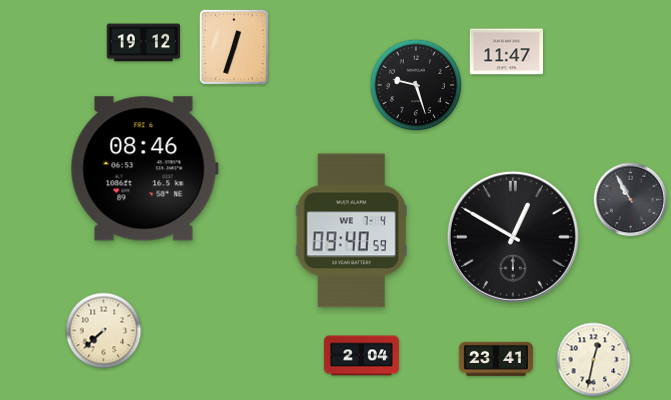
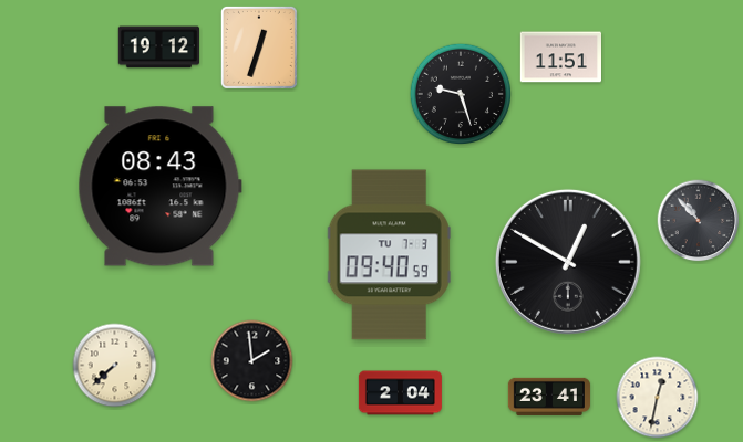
clock at (234, 47) position: (234, 47) -> (259, 48)
clock at (506, 52): 11:47 -> 11:51
clock at (144, 169): 08:46 -> 08:43
clock at (631, 200): 10:55 -> 10:53
clock at (351, 231) date: WE 7-4 -> TU 7-3
clock at (252, 361): none -> 1:59
